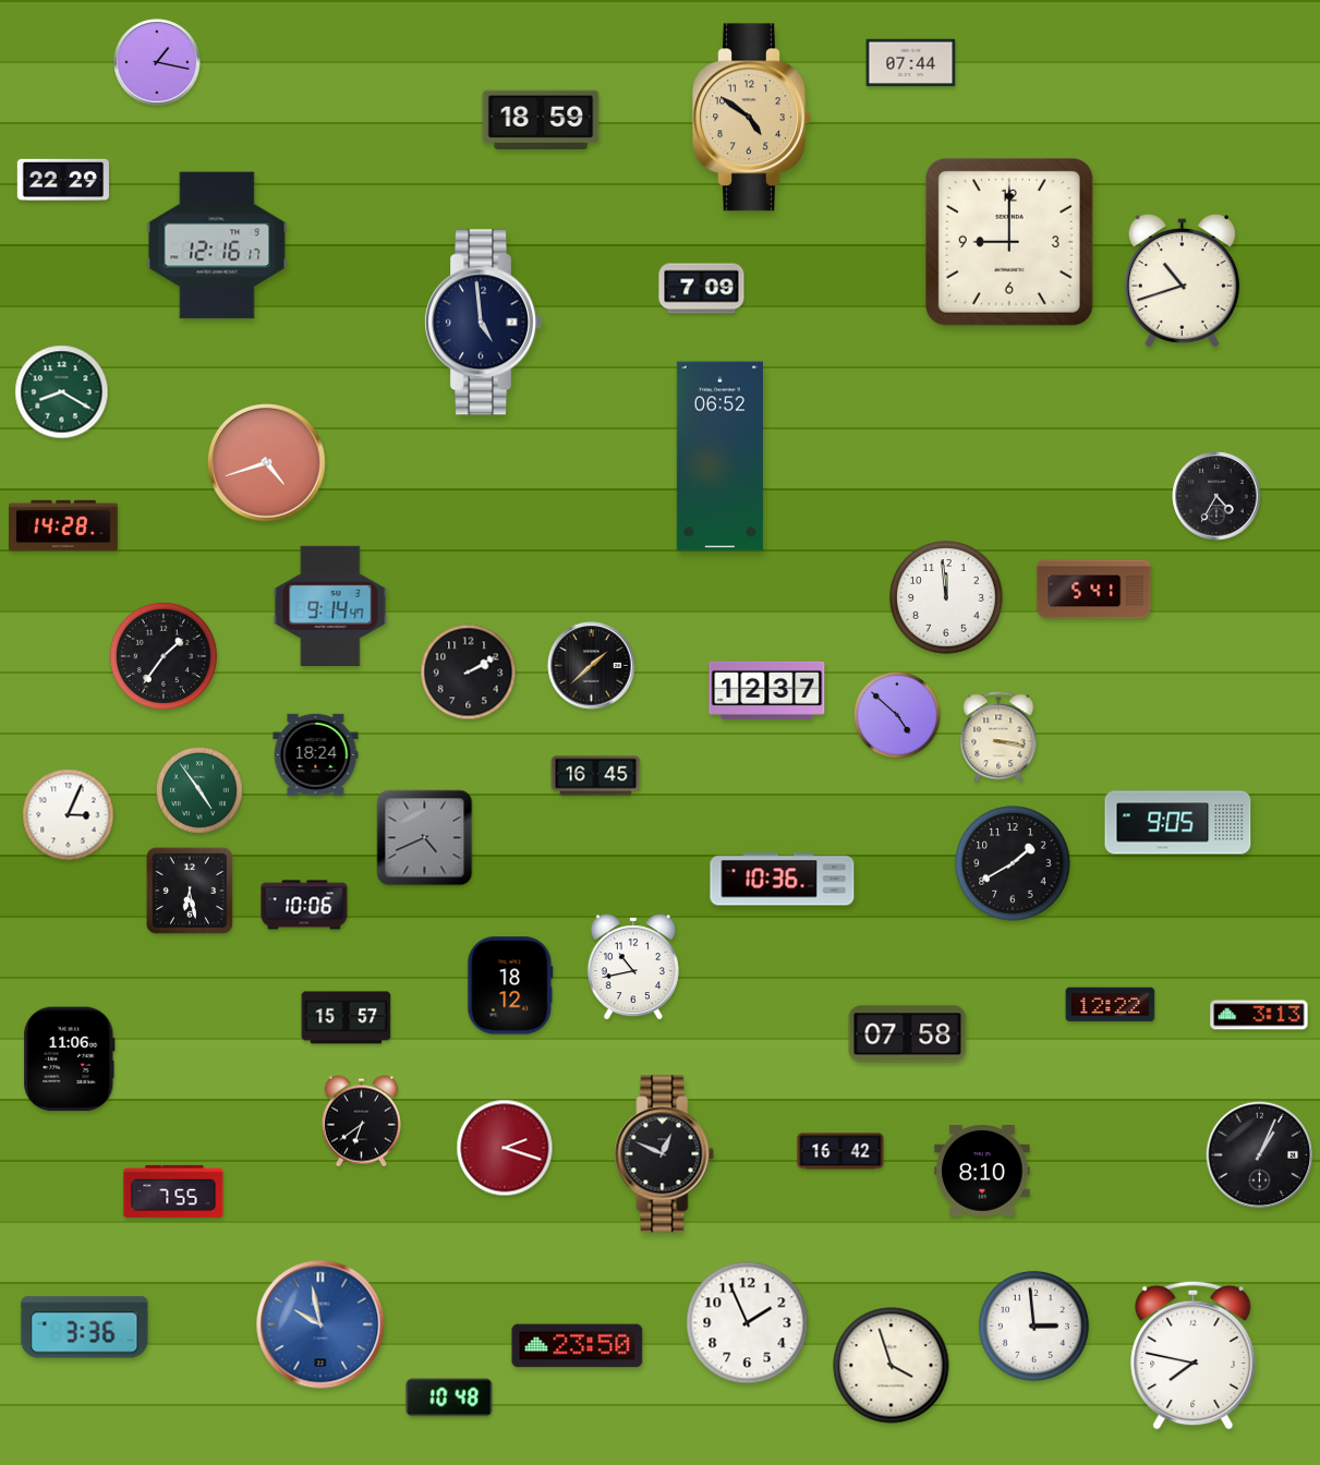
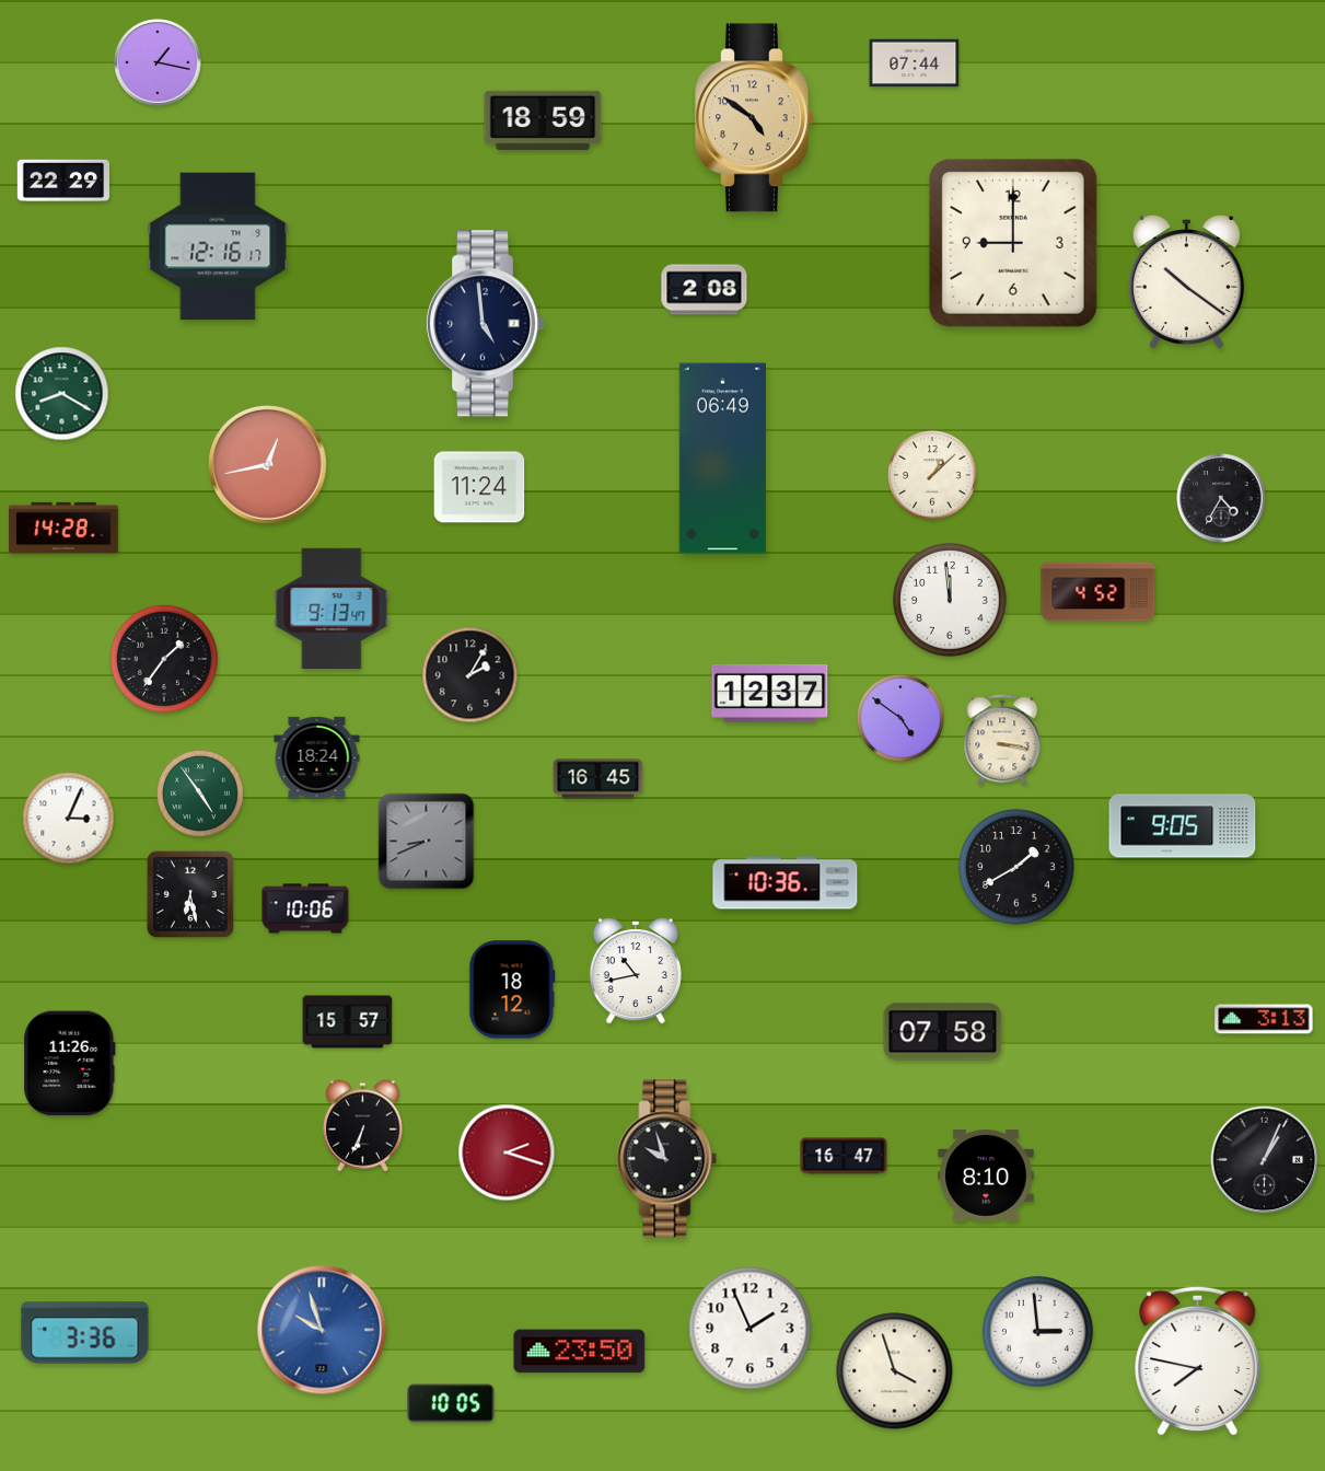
clock at (1182, 282): 10:42 -> 10:21
clock at (702, 289): 7:09 -> 2:08
clock at (719, 457): 06:52 -> 06:49
clock at (267, 463): 4:42 -> 12:43
clock at (932, 475): none -> 1:08
clock at (479, 487): none -> 11:24
clock at (1094, 590): 5:41 -> 4:52
clock at (330, 605): 9:14 -> 9:13
clock at (592, 666): 1:38 -> none
clock at (469, 673): 2:10 -> 2:05
clock at (897, 715): 4:52 -> 4:51
clock at (425, 838): 4:41 -> 8:41
clock at (1111, 1005): 12:22 -> none
clock at (908, 1034) position: (908, 1034) -> (943, 1032)
clock at (70, 1060): 11:06 -> 11:26
clock at (361, 1122): 6:39 -> 6:34
clock at (840, 1151): 16:42 -> 16:47
clock at (665, 1154): 12:49 -> 9:57
clock at (173, 1191): 7:55 -> none
clock at (320, 1324): 9:58 -> 9:57
clock at (449, 1397): 10:48 -> 10:05
